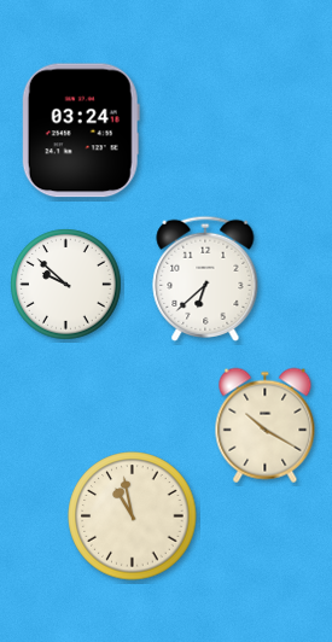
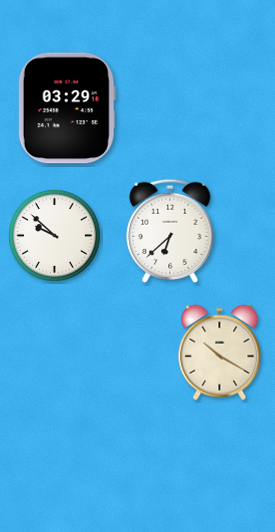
clock at (81, 130): 03:24 -> 03:29
clock at (133, 516): 10:58 -> none
